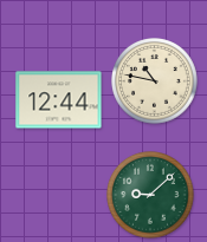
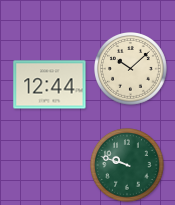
clock at (155, 81): 10:47 -> 10:08
clock at (151, 196): 9:08 -> 9:48
